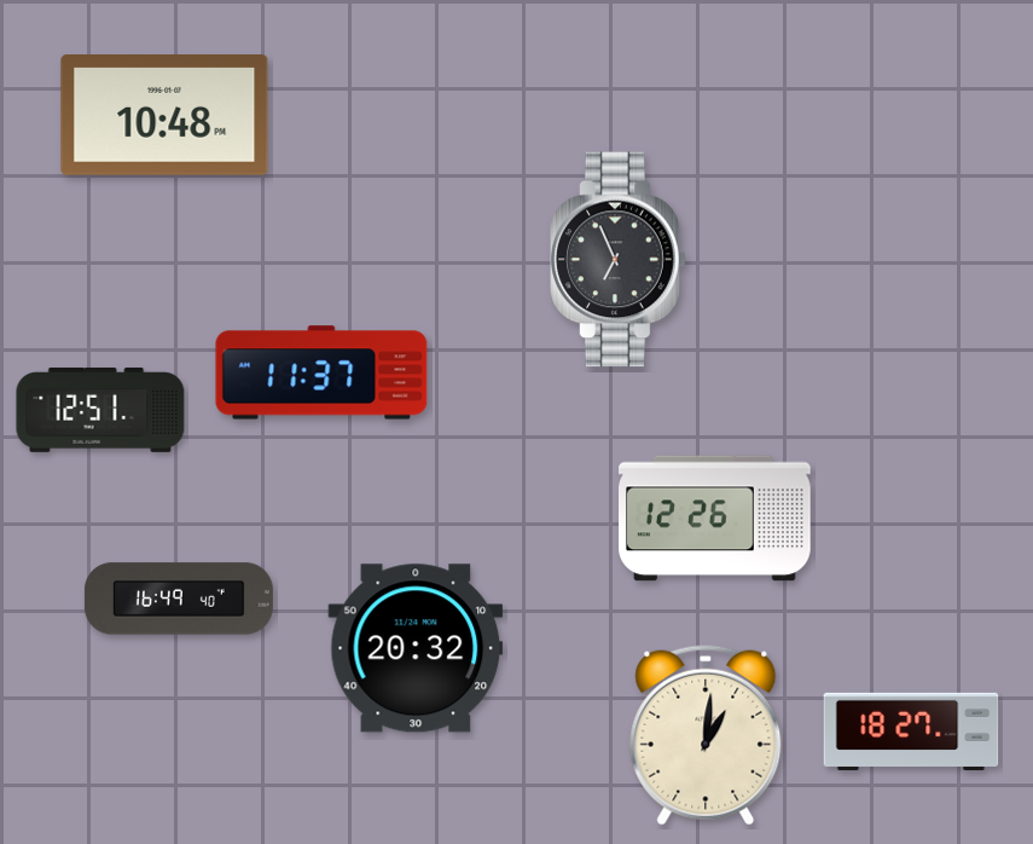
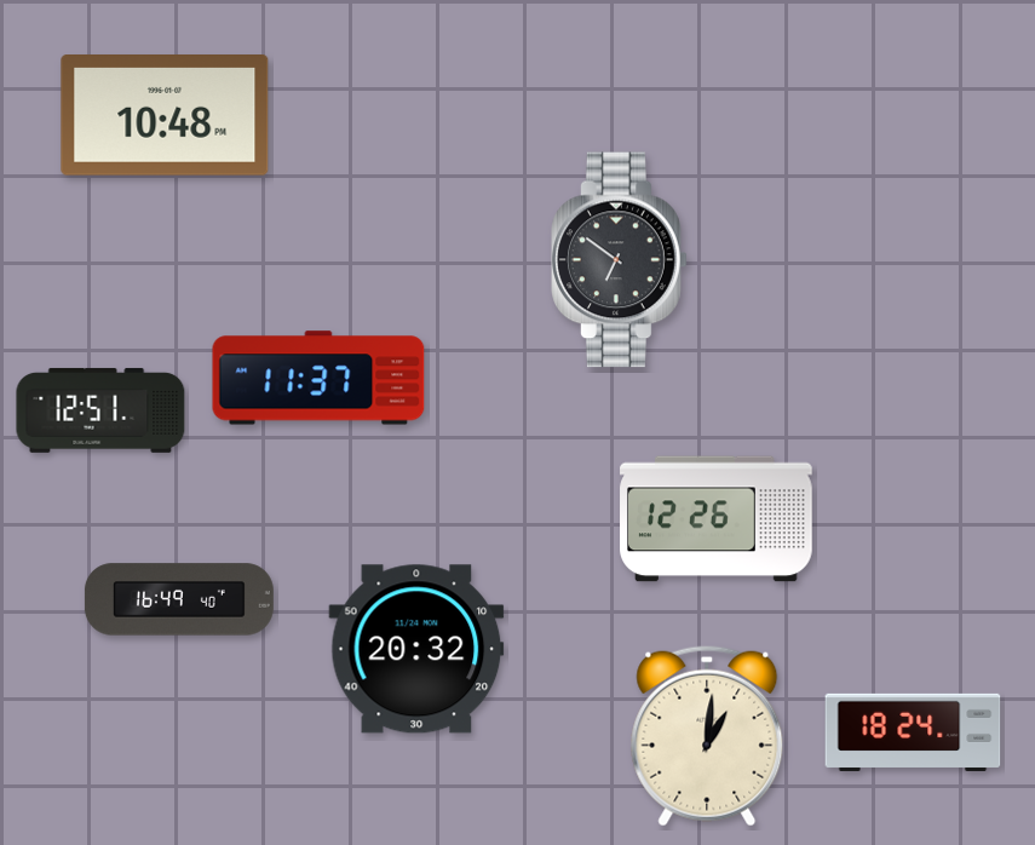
clock at (619, 260): 6:56 -> 6:51
clock at (321, 372) position: (321, 372) -> (318, 378)
clock at (911, 732): 18:27 -> 18:24
